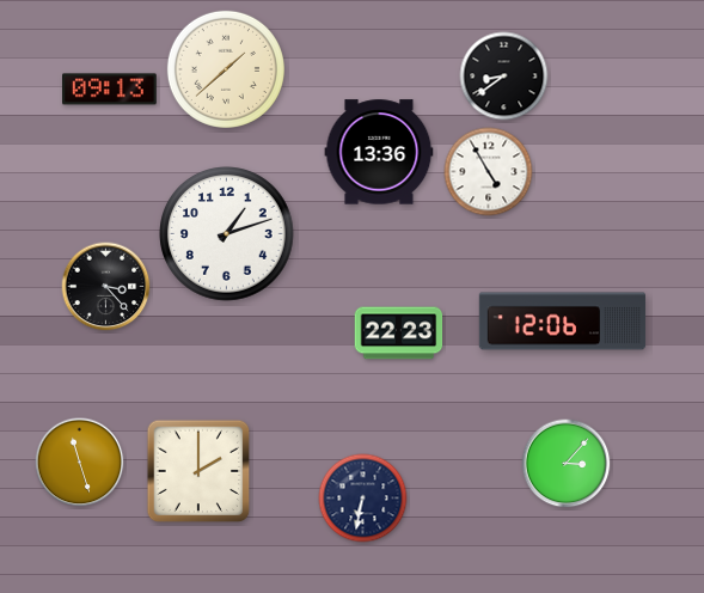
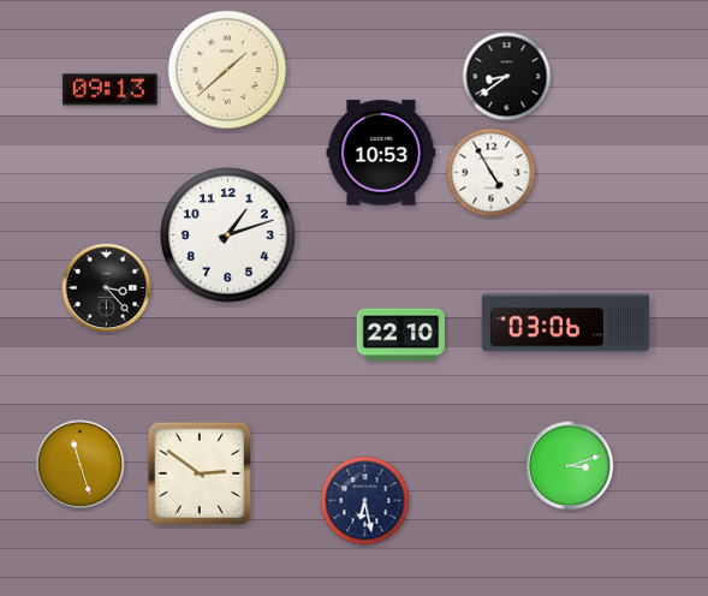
clock at (379, 152): 13:36 -> 10:53
clock at (563, 322): 12:06 -> 03:06
clock at (399, 334): 22:23 -> 22:10
clock at (567, 464): 3:07 -> 3:12
clock at (198, 471): 2:00 -> 2:51
clock at (363, 499): 6:32 -> 6:28
